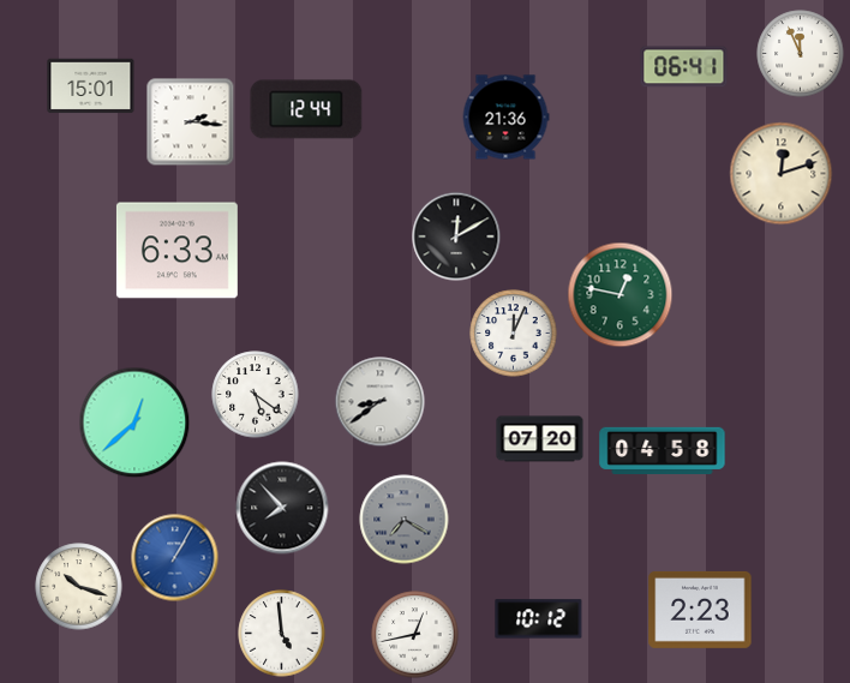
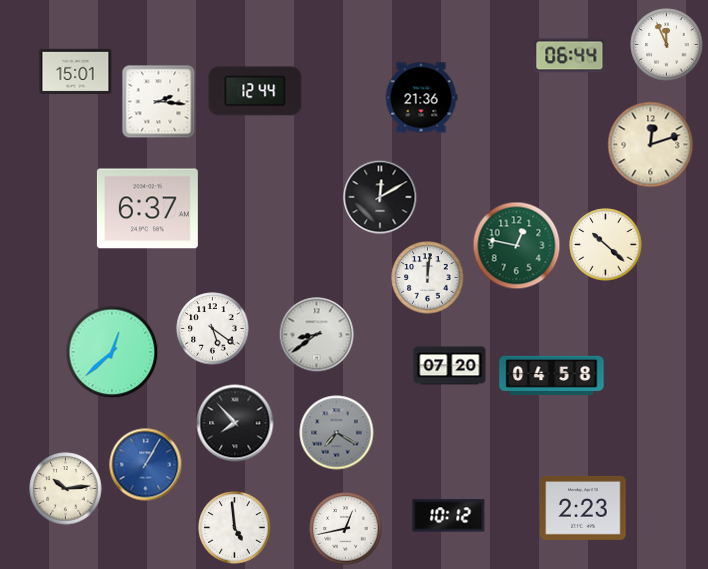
clock at (684, 67): 06:41 -> 06:44
clock at (176, 251): 6:33 -> 6:37
clock at (606, 245): none -> 10:22
clock at (514, 334): 12:04 -> 12:01
clock at (79, 587): 10:18 -> 10:14
